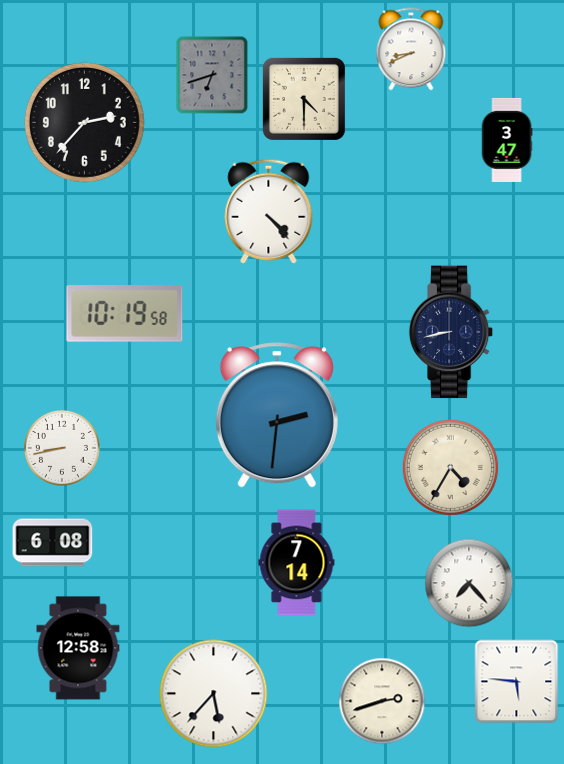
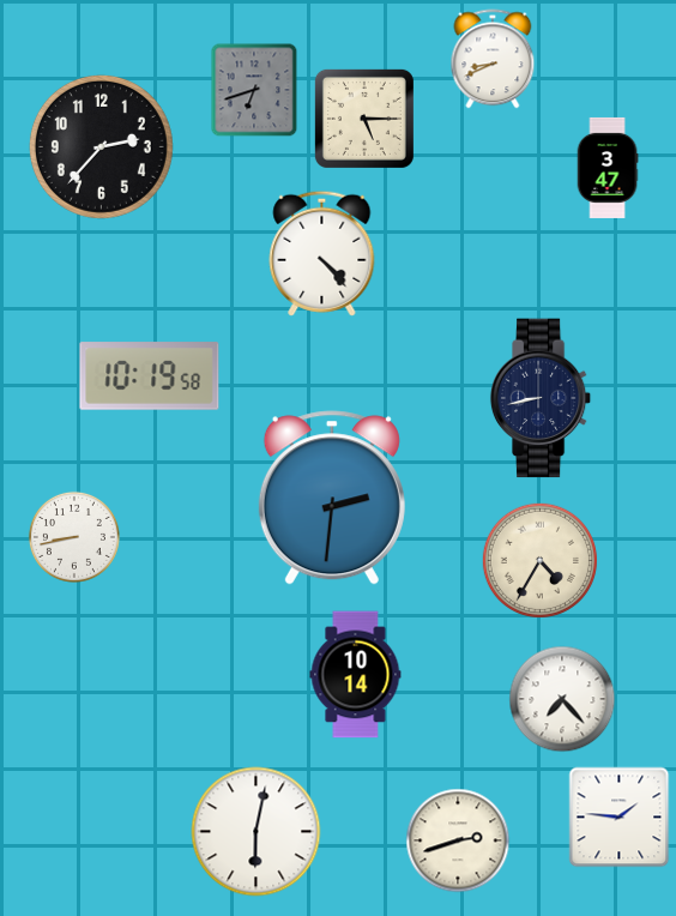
clock at (304, 99): 4:30 -> 5:15
clock at (53, 543): 6:08 -> none
clock at (297, 563): 7:14 -> 10:14
clock at (78, 648): 12:58 -> none
clock at (517, 682): 5:46 -> 1:46
clock at (214, 694): 5:37 -> 6:02
